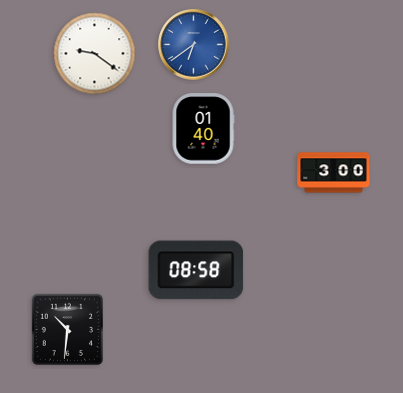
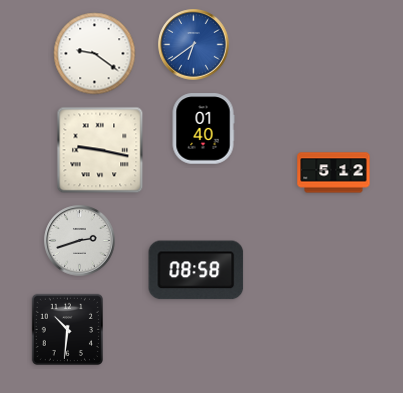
clock at (100, 150): none -> 9:17
clock at (334, 173): 3:00 -> 5:12
clock at (80, 241): none -> 2:42
